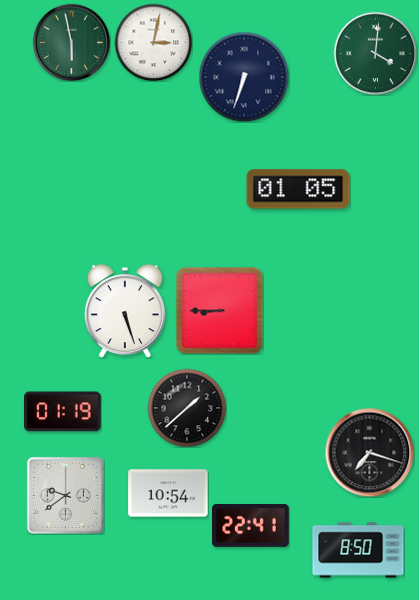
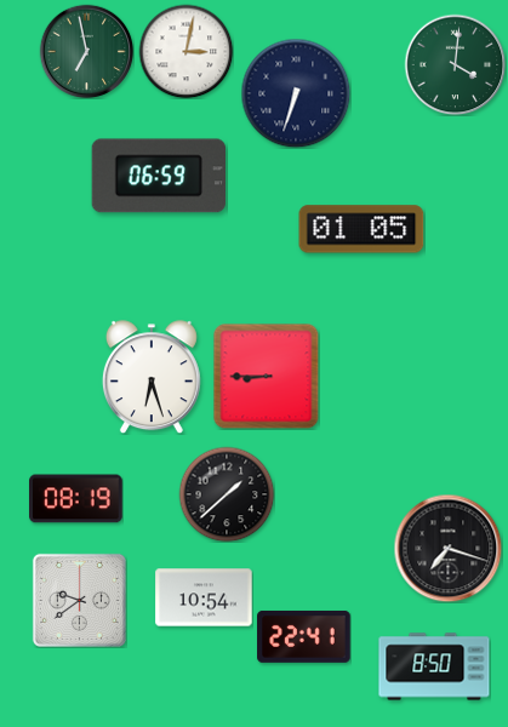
clock at (71, 42): 5:58 -> 6:58
clock at (158, 176): none -> 06:59
clock at (125, 311): 5:27 -> 6:27
clock at (63, 412): 01:19 -> 08:19
